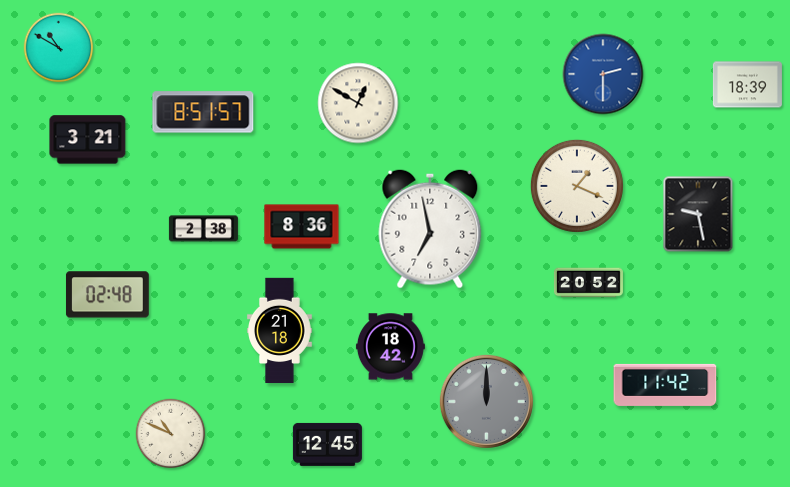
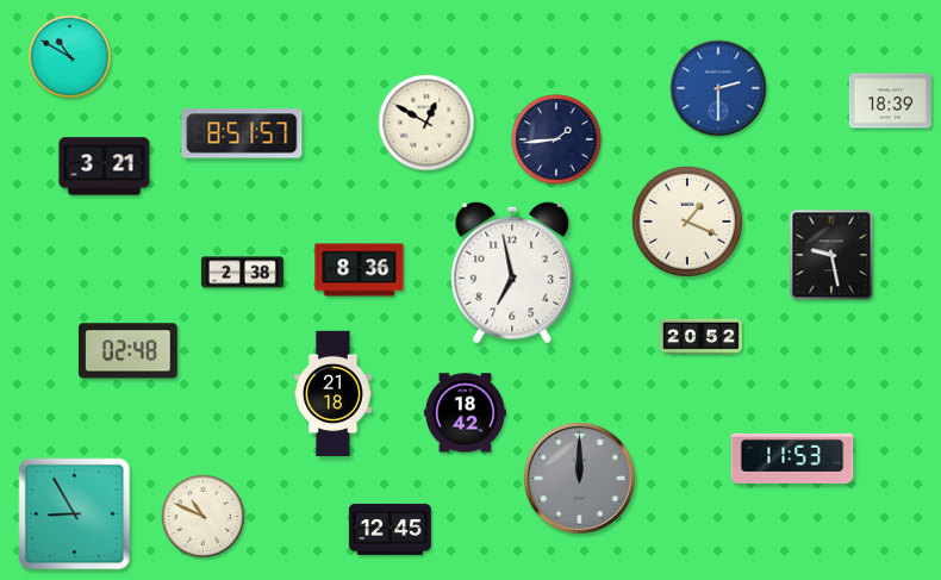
clock at (556, 139): none -> 1:44
clock at (665, 385): 11:42 -> 11:53
clock at (75, 514): none -> 8:55
